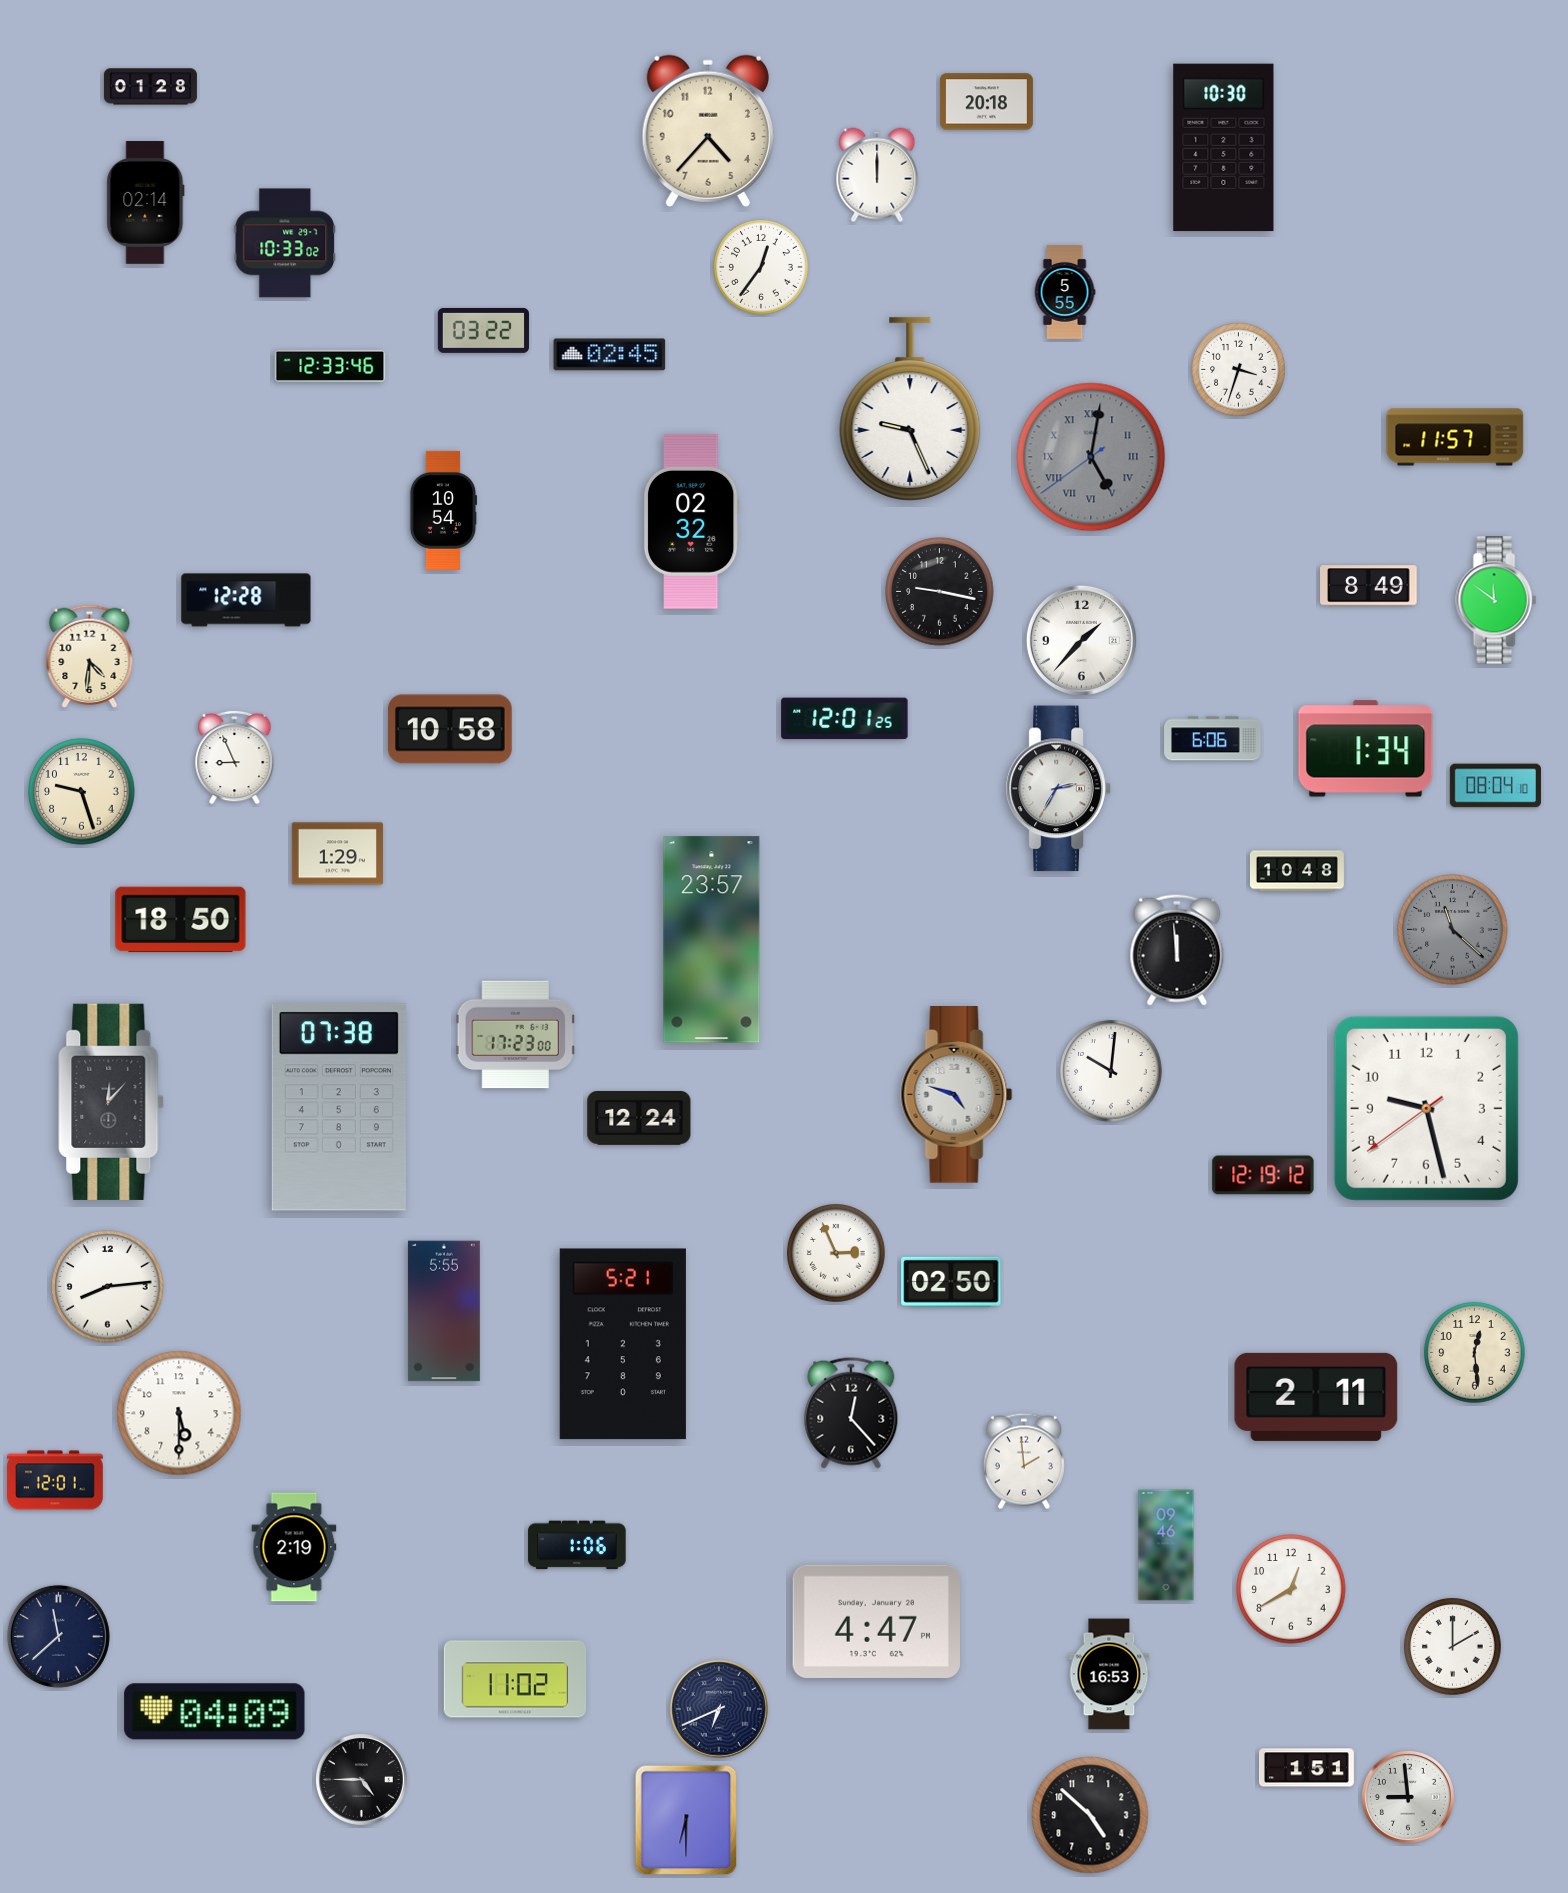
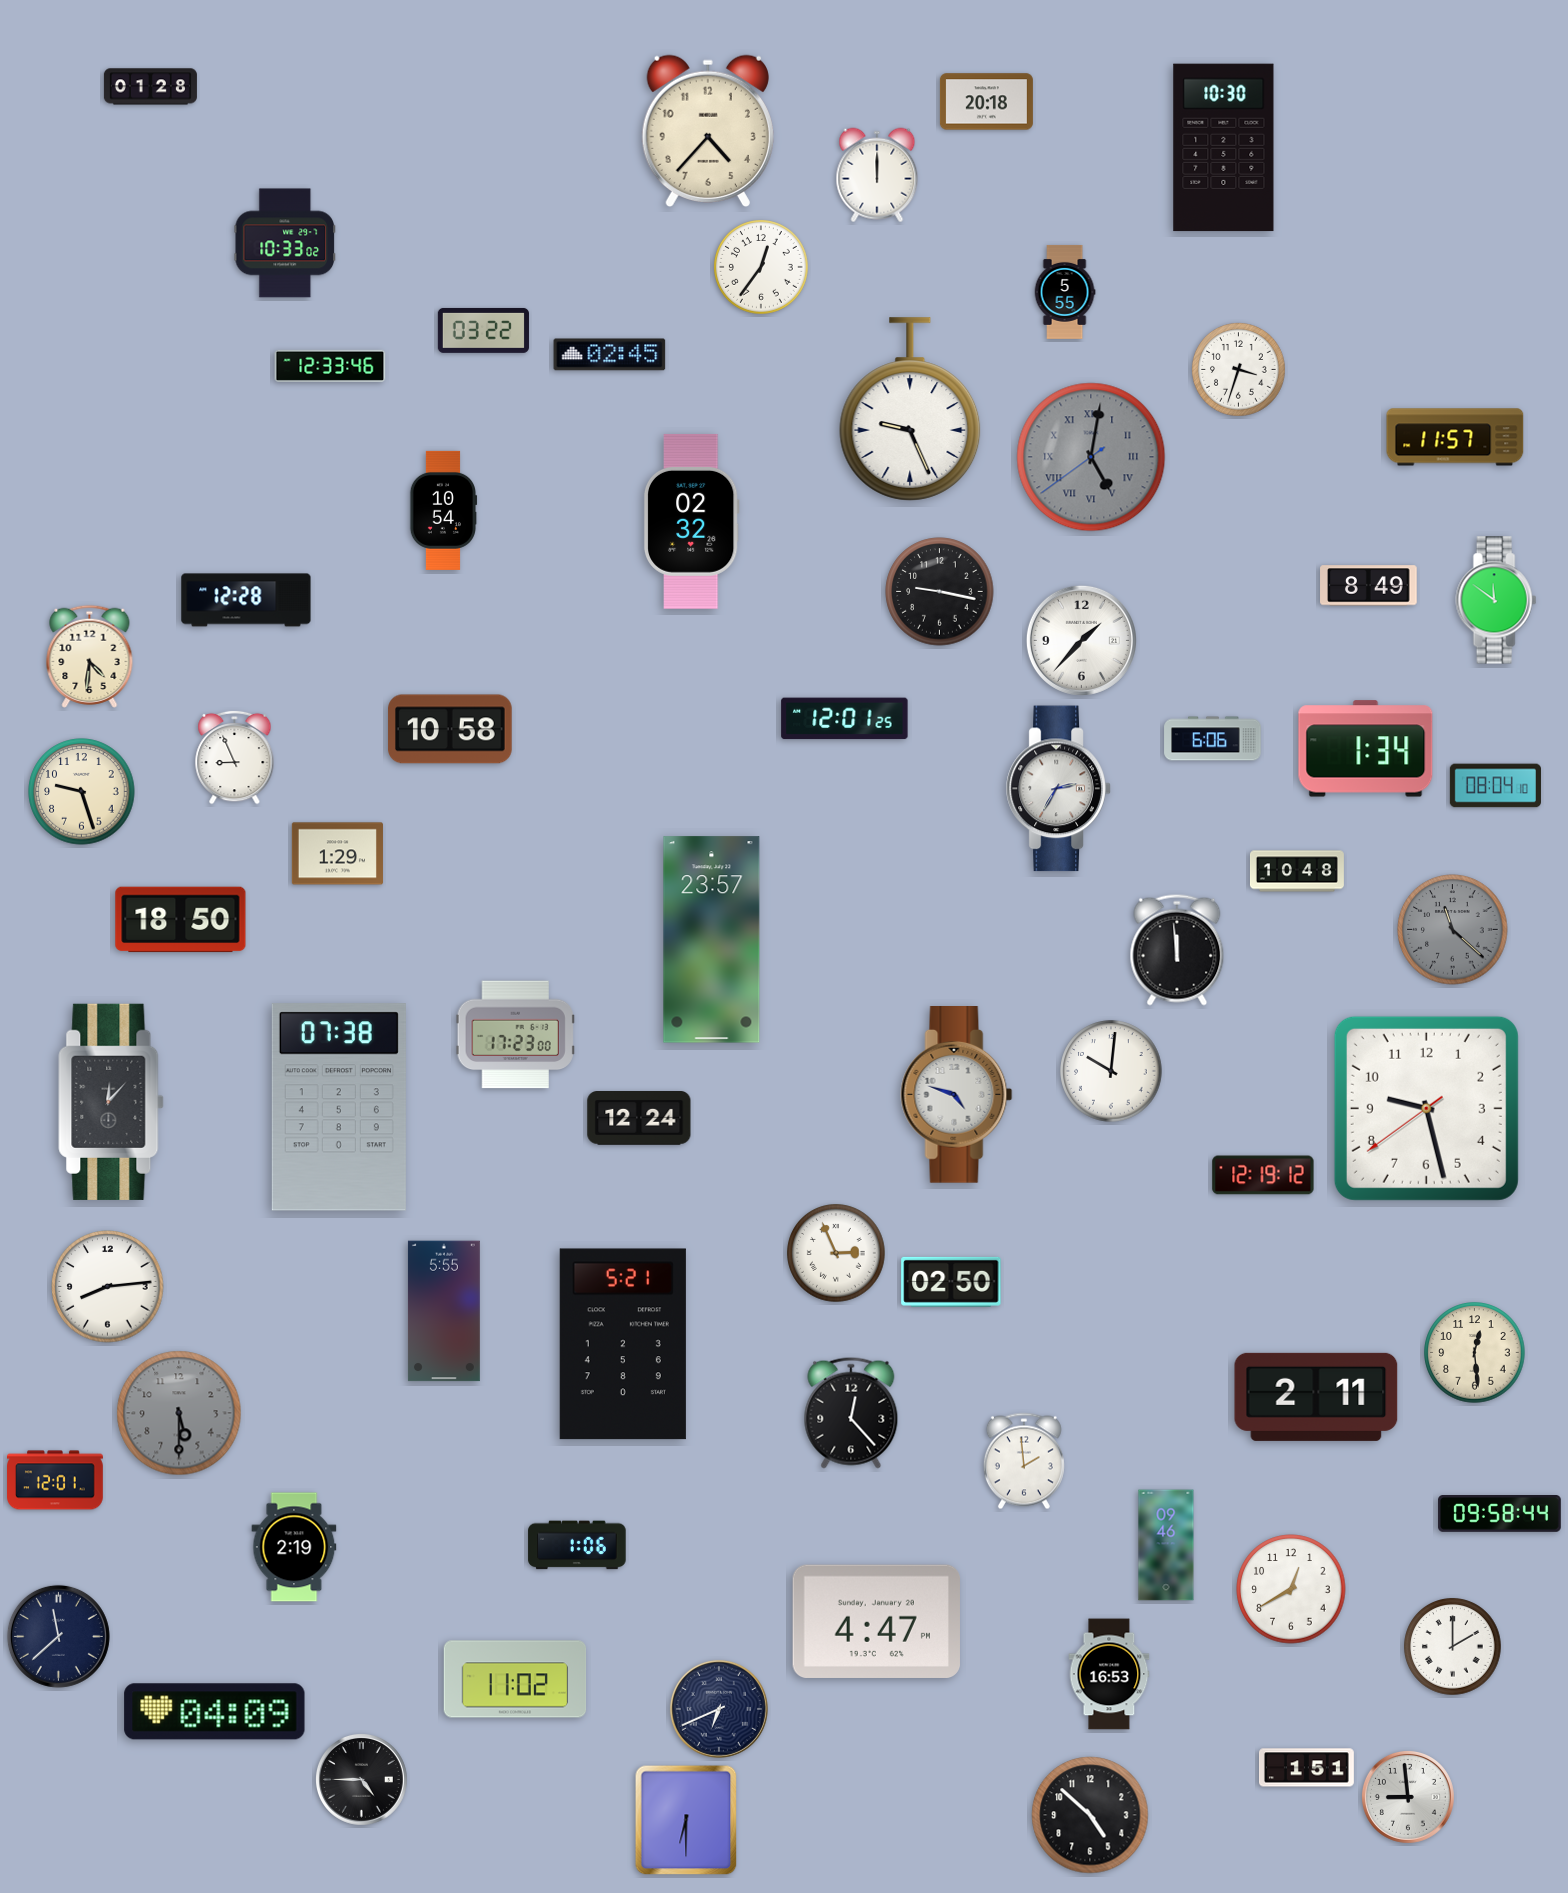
clock at (146, 203): 02:14 -> none
clock at (179, 1413) dial: white -> grey
clock at (1500, 1514): none -> 09:58
